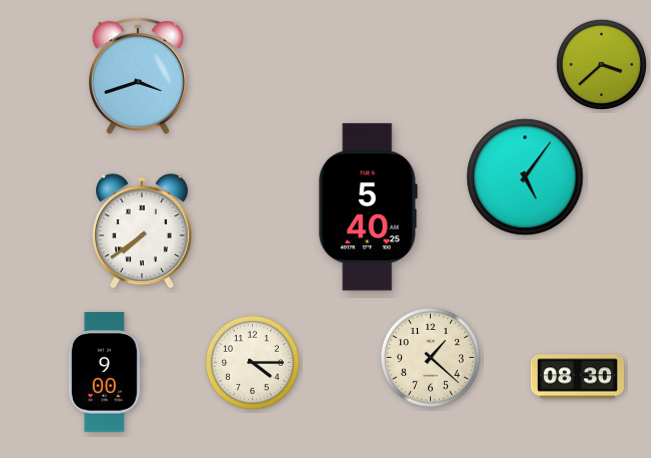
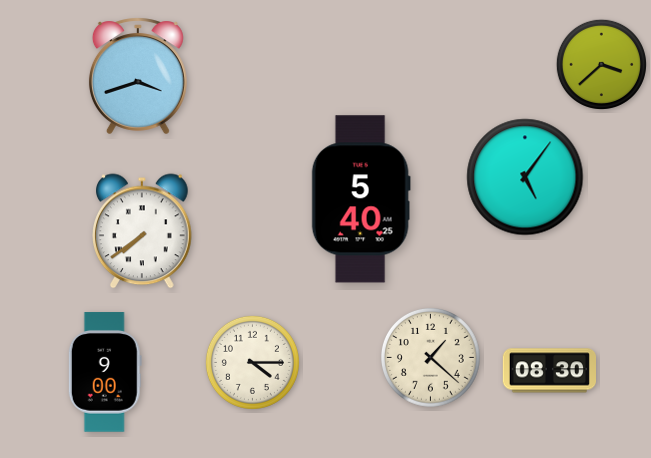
clock at (368, 207) position: (368, 207) -> (361, 199)
clock at (577, 377) position: (577, 377) -> (549, 371)
